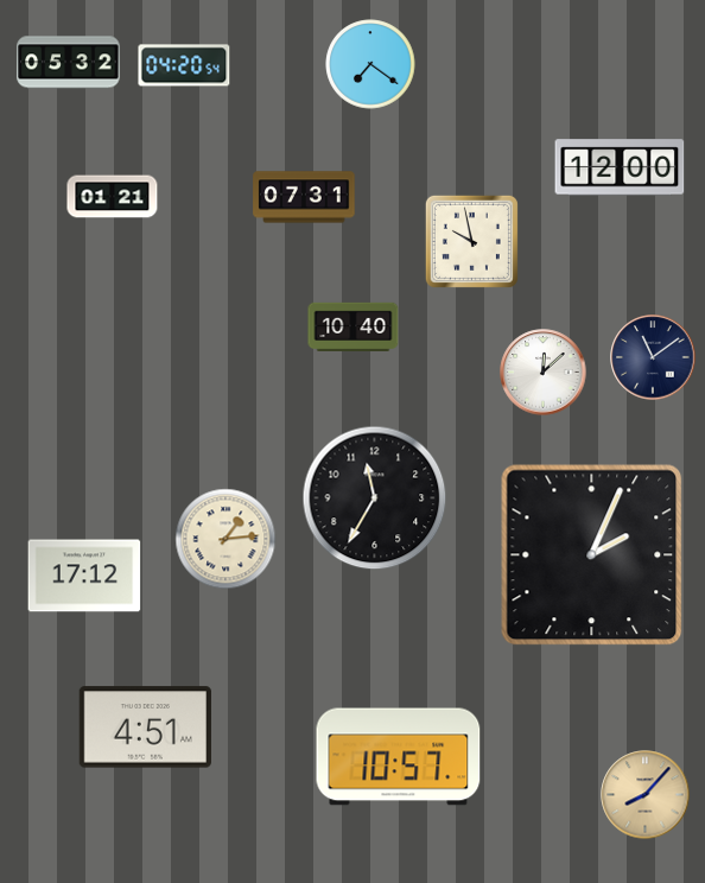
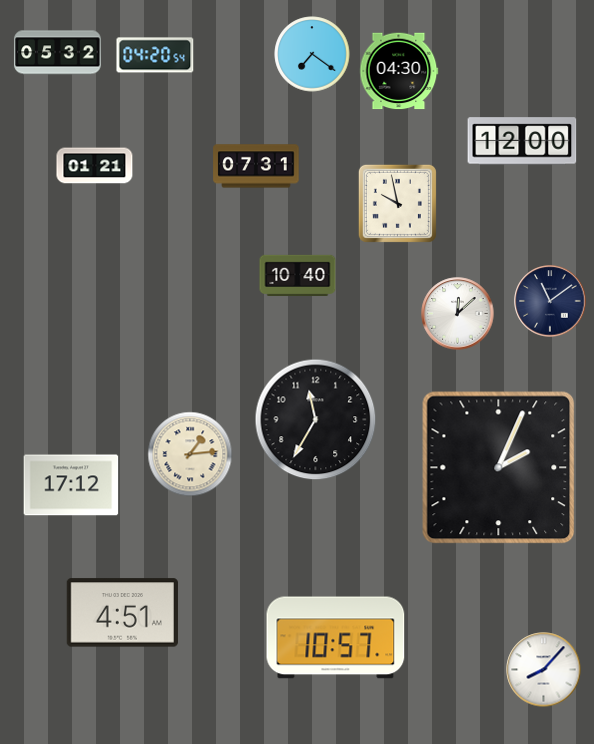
clock at (399, 71): none -> 04:30
clock at (646, 795) dial: champagne -> white
